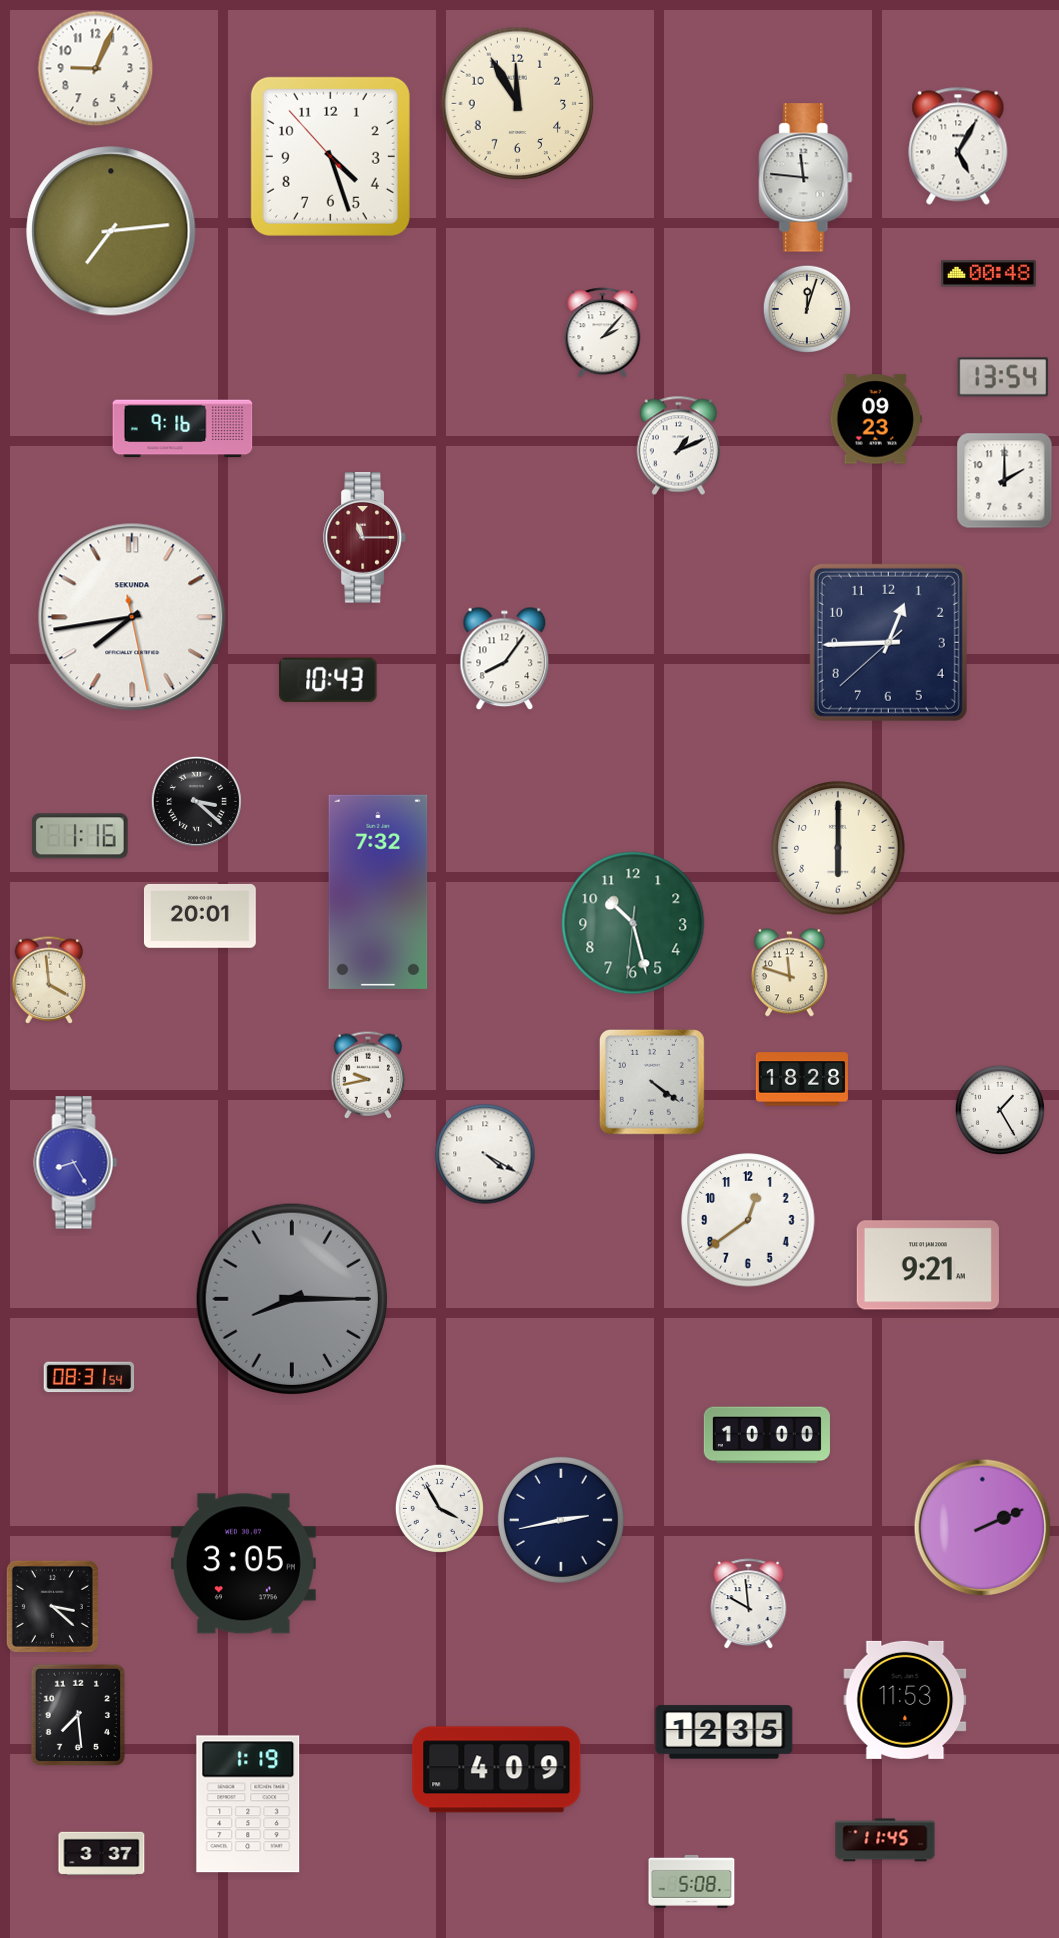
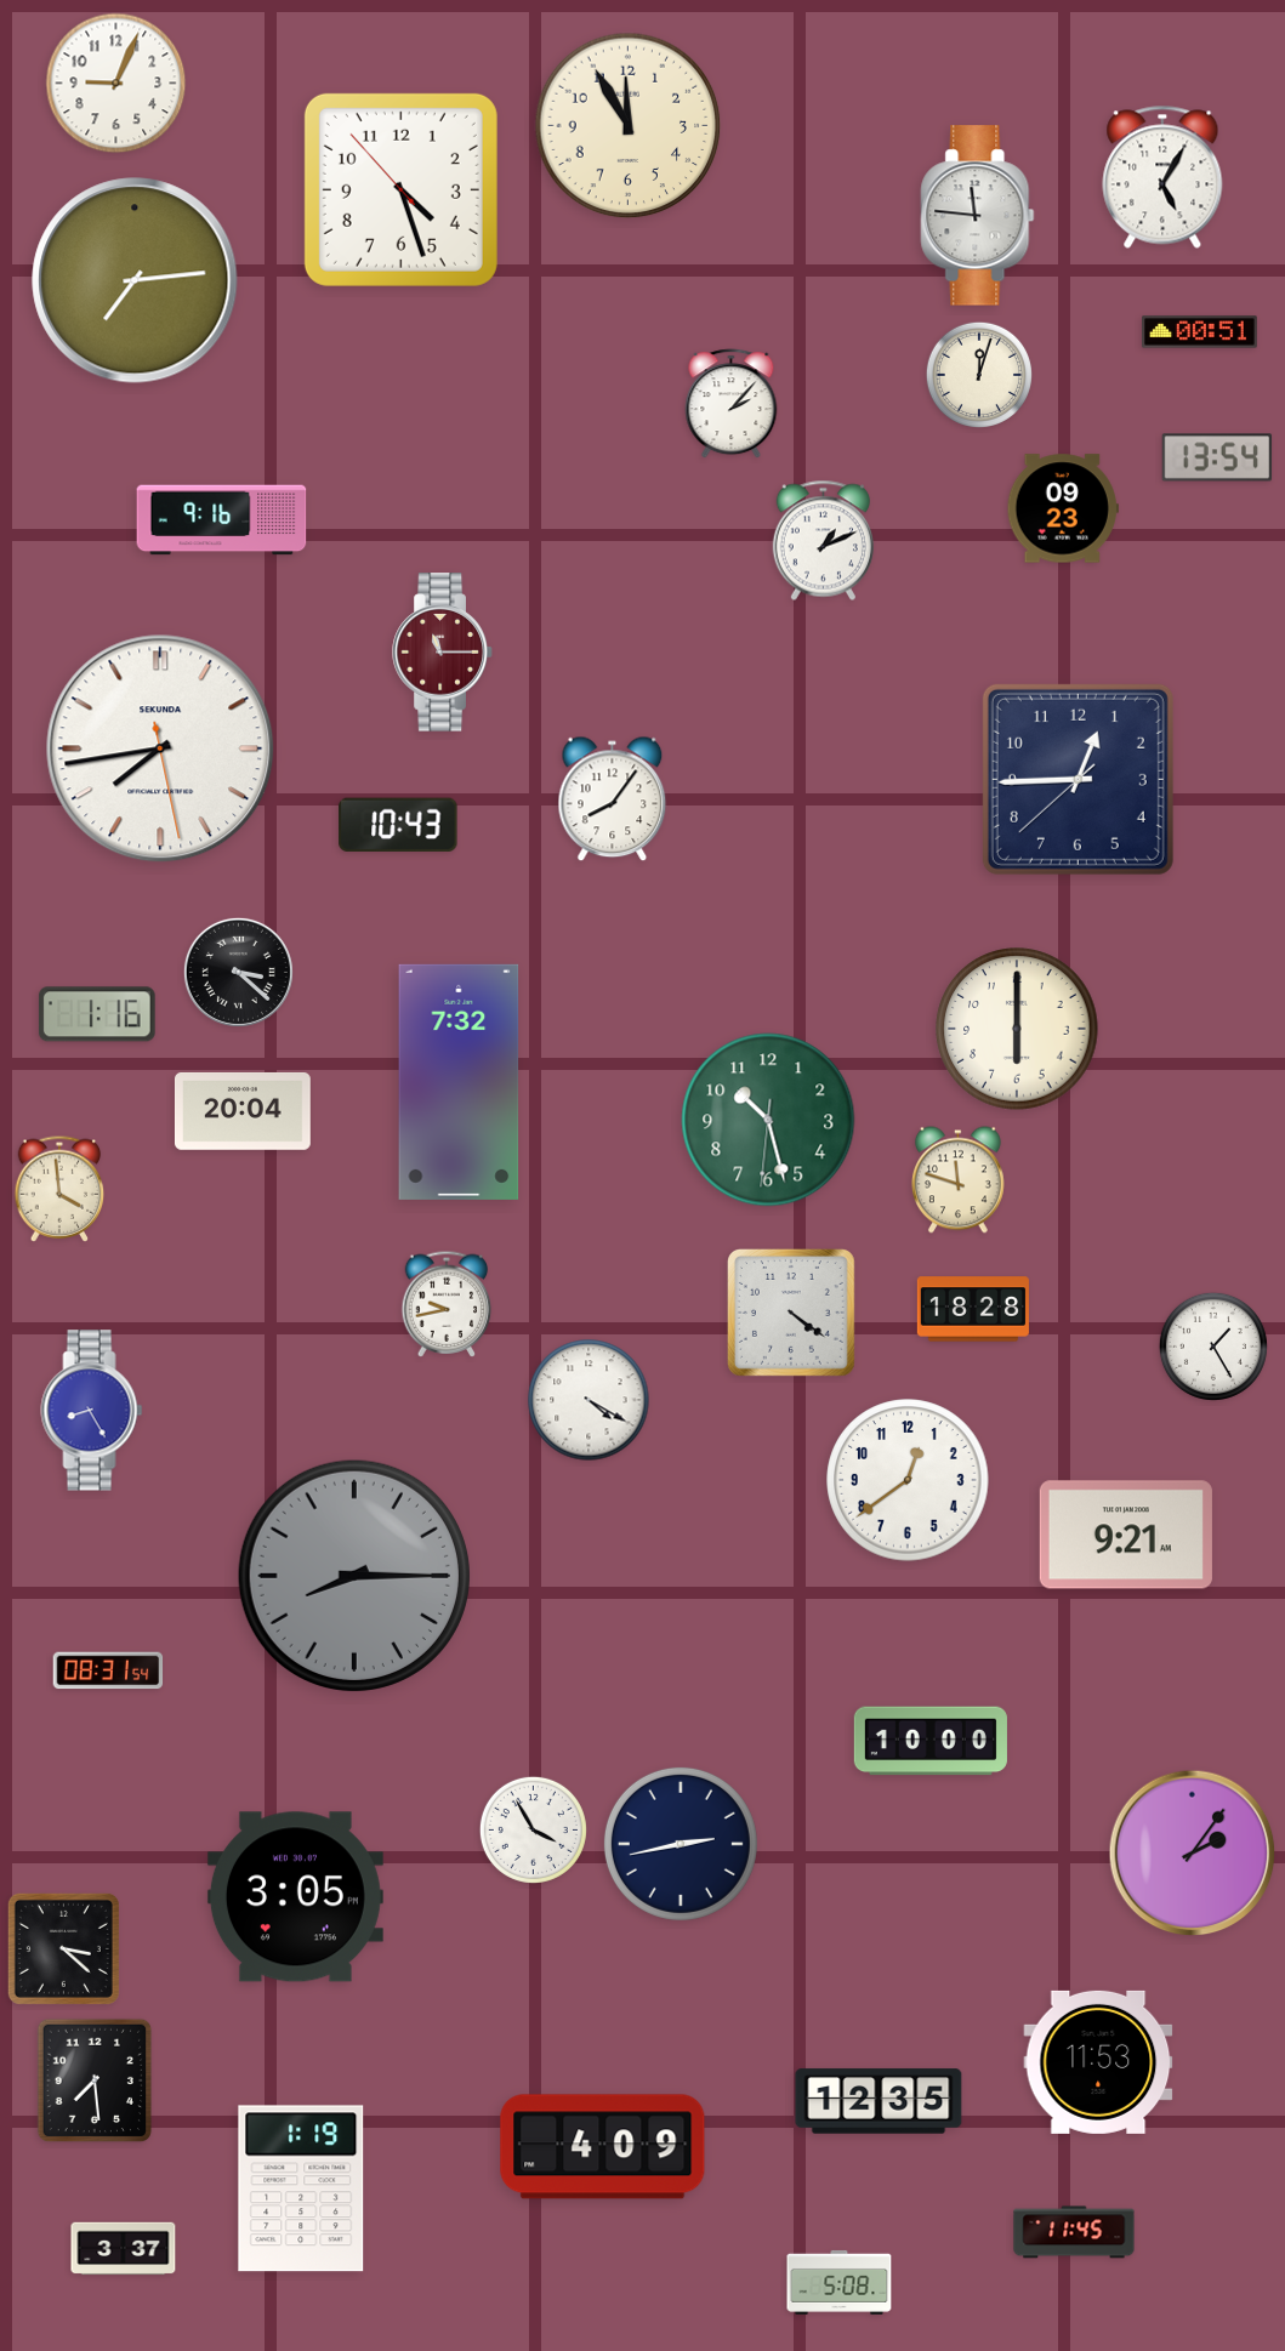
clock at (989, 274): 00:48 -> 00:51
clock at (1005, 481): 2:00 -> none
clock at (200, 916): 20:01 -> 20:04
clock at (983, 1528): 2:11 -> 2:06
clock at (749, 1604): 9:59 -> none
